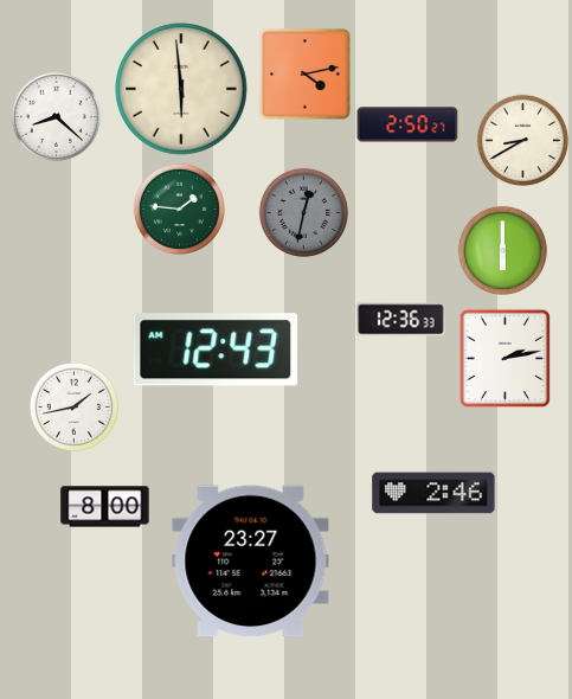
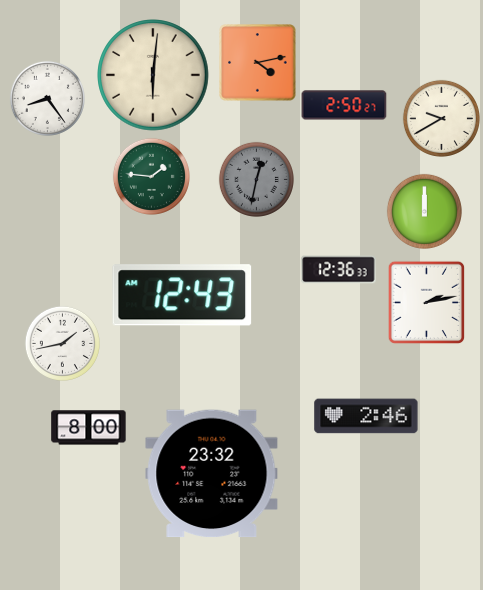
clock at (181, 89): 5:59 -> 6:01
clock at (56, 116): 8:22 -> 8:24
clock at (522, 140): 8:40 -> 9:40
clock at (502, 250): 6:00 -> 12:00
clock at (251, 562): 23:27 -> 23:32
